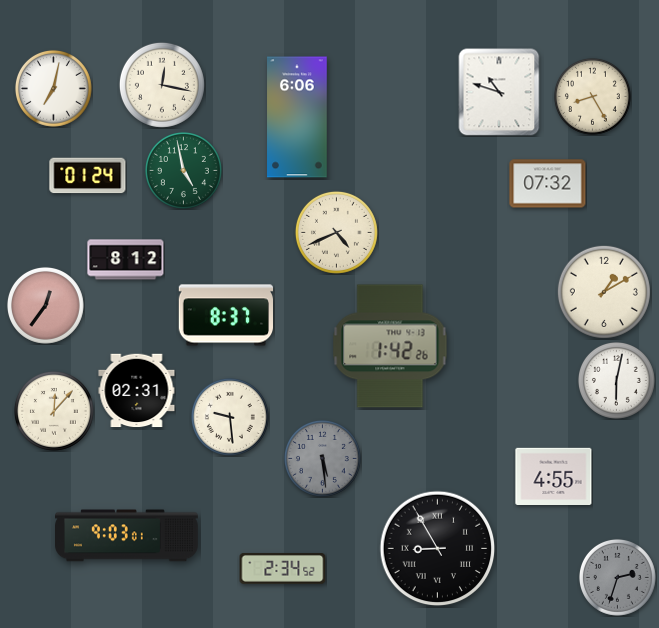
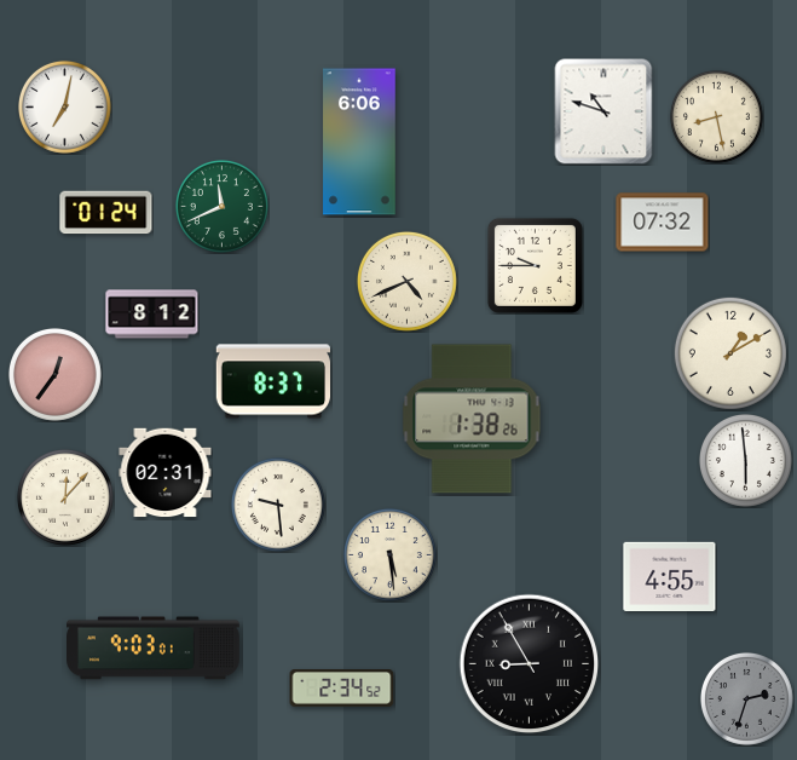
clock at (162, 85): 12:17 -> none
clock at (592, 96): 8:25 -> 8:28
clock at (183, 170): 4:58 -> 11:41
clock at (535, 265): none -> 9:45
clock at (45, 305) position: (45, 305) -> (54, 374)
clock at (390, 346): 1:42 -> 1:38
clock at (616, 380): 6:02 -> 5:59
clock at (322, 458) dial: grey -> cream
